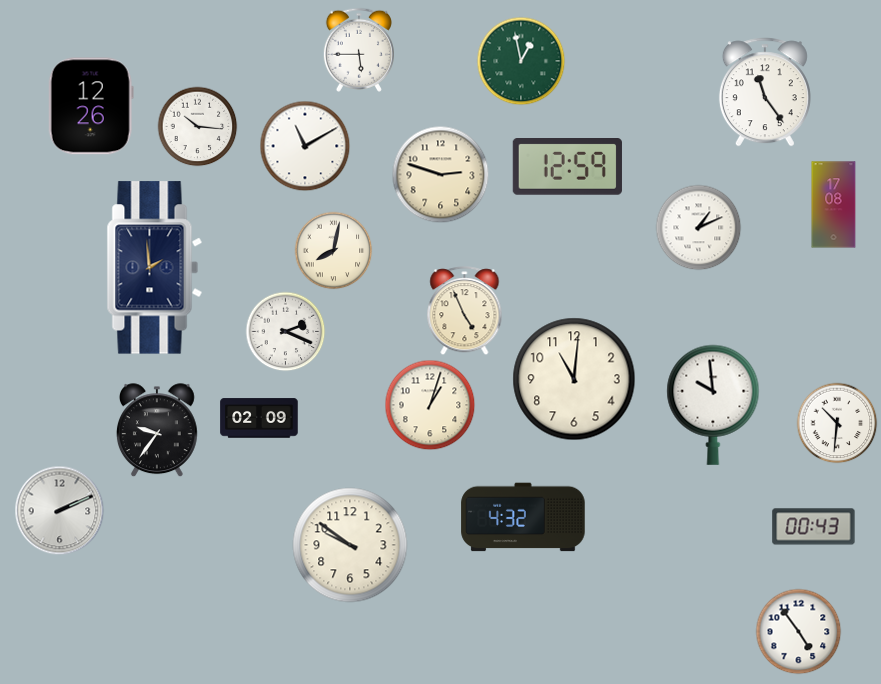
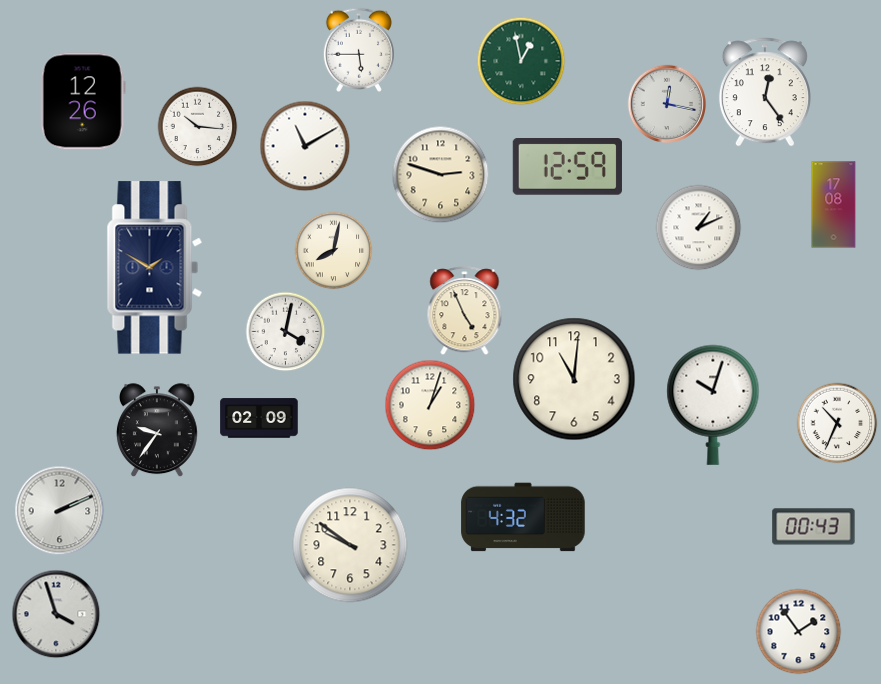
clock at (765, 92): 11:24 -> 12:24
clock at (666, 103): none -> 12:17
clock at (91, 106) position: (91, 106) -> (83, 101)
clock at (155, 268): 1:59 -> 1:50
clock at (285, 331): 2:19 -> 4:02
clock at (713, 405): 9:59 -> 10:03
clock at (837, 423): 10:31 -> 10:34
clock at (56, 614): none -> 3:57
clock at (798, 631): 4:54 -> 1:54
